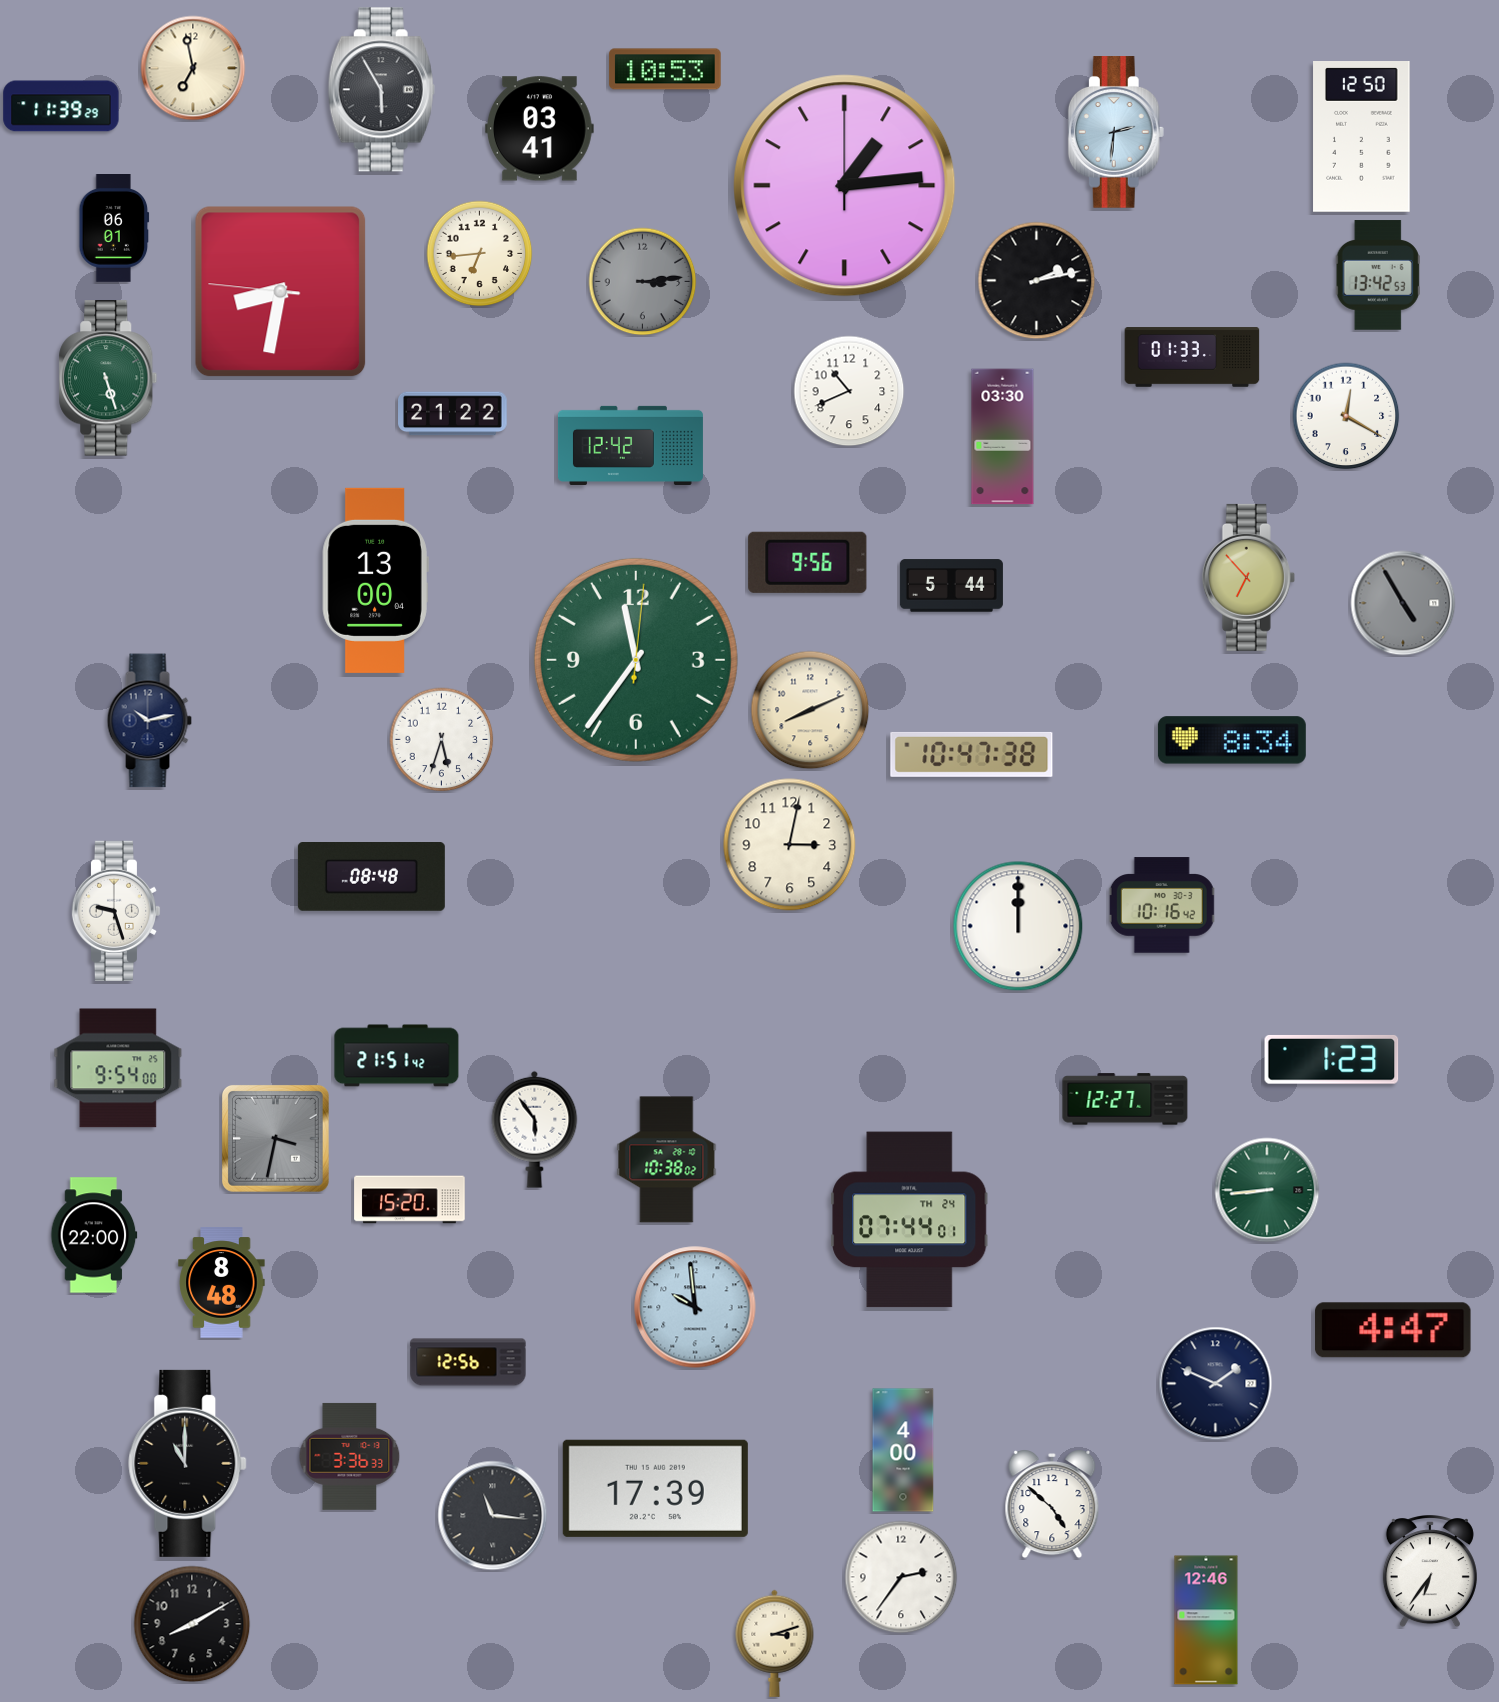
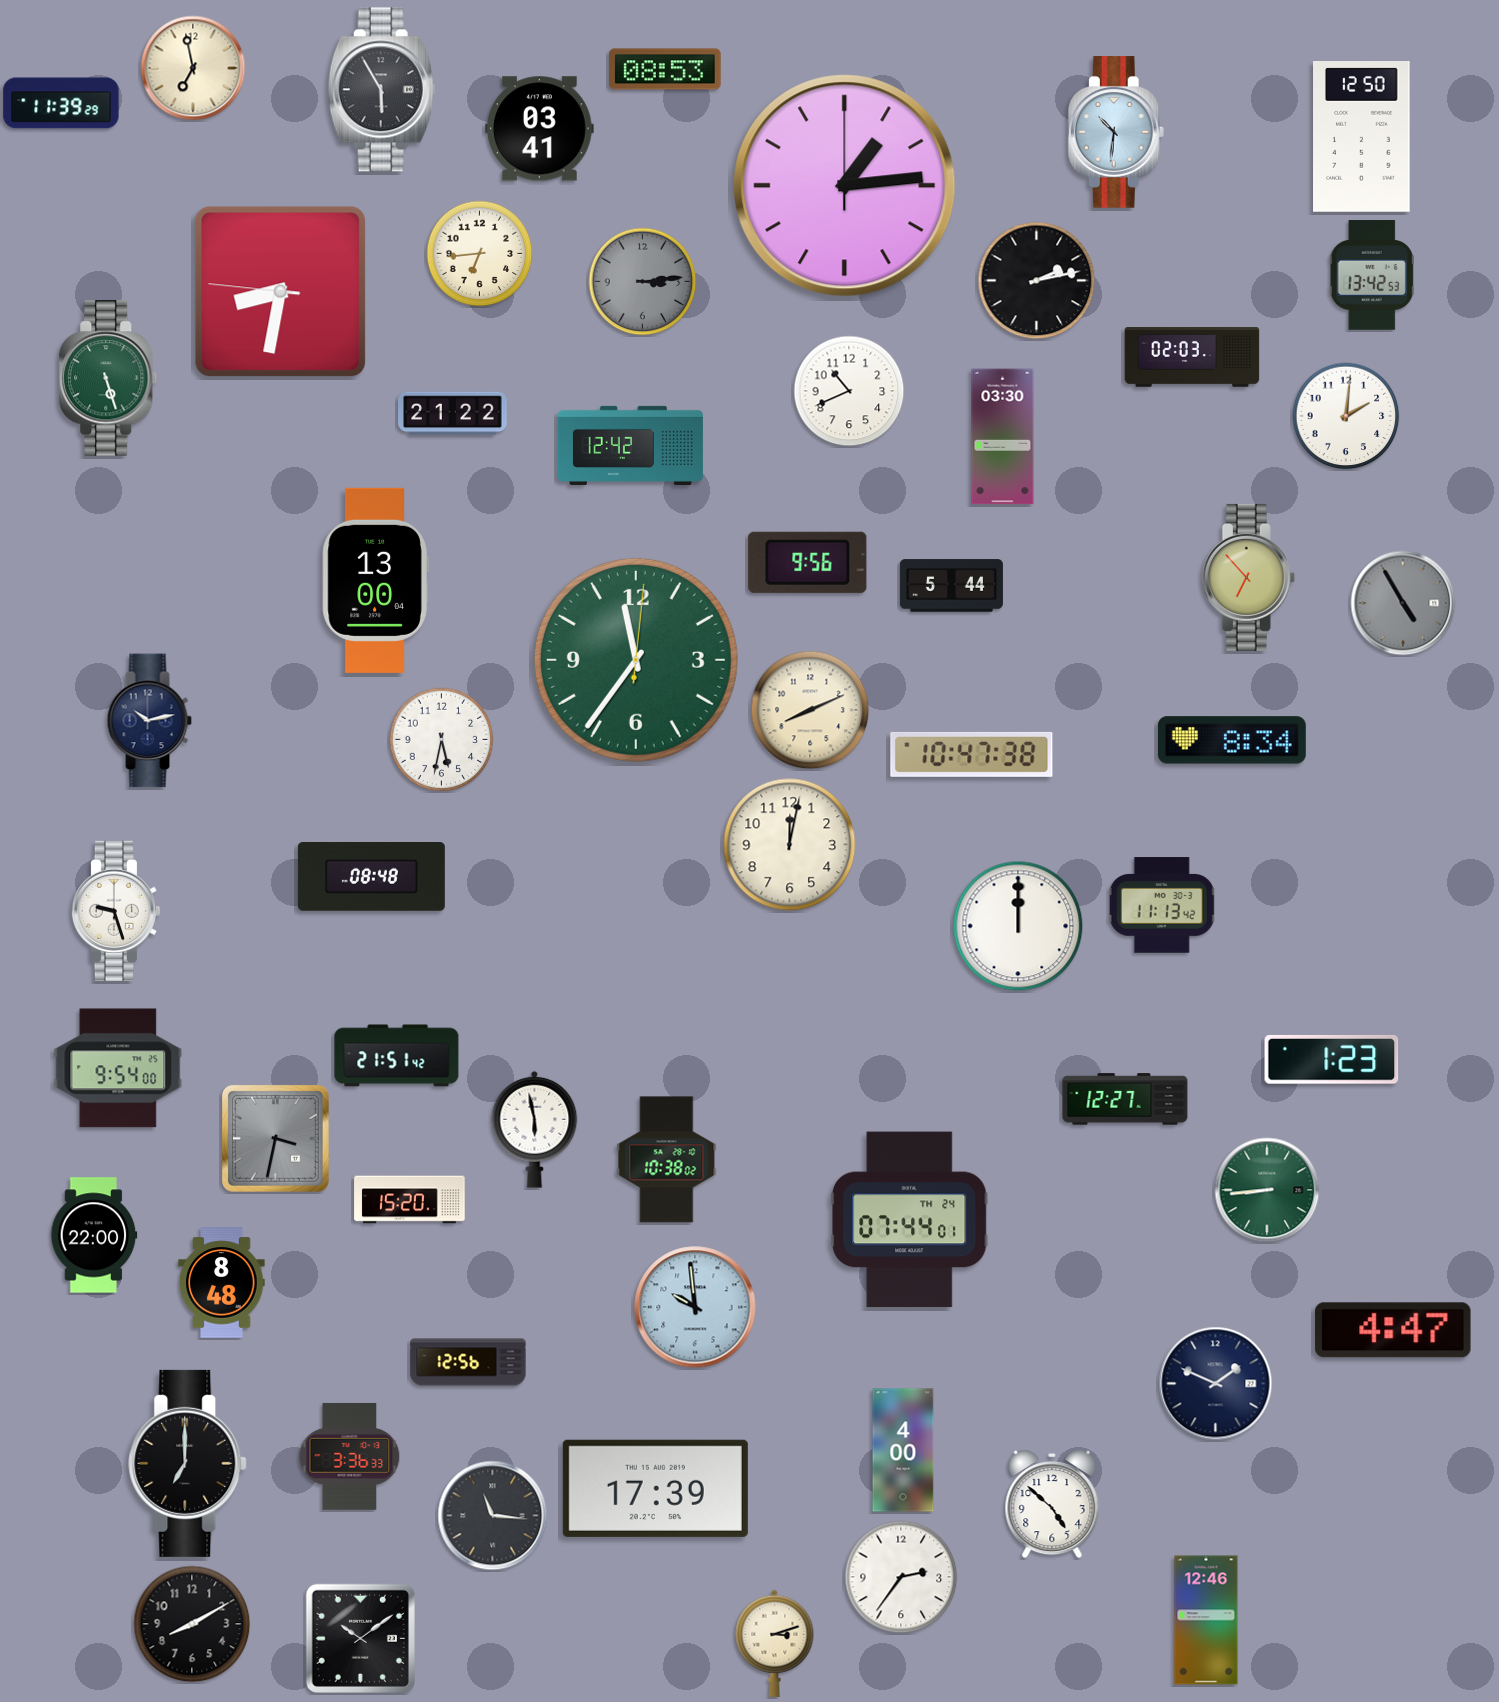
clock at (665, 69): 10:53 -> 08:53
clock at (61, 106) position: (61, 106) -> (61, 103)
clock at (1116, 132): 2:31 -> 10:31
clock at (114, 229): 06:01 -> none
clock at (1378, 275) position: (1378, 275) -> (1372, 275)
clock at (1192, 357): 01:33 -> 02:03
clock at (1346, 416): 12:20 -> 2:01
clock at (442, 740): 5:33 -> 5:32
clock at (790, 845): 3:02 -> 12:02
clock at (1162, 905): 10:16 -> 11:13
clock at (535, 1129): 5:54 -> 5:58
clock at (188, 1463): 11:00 -> 7:00
clock at (1430, 1572): 6:36 -> none
clock at (360, 1638): none -> 10:09
